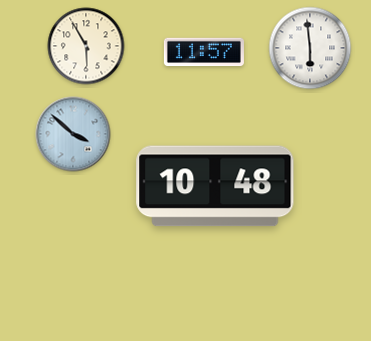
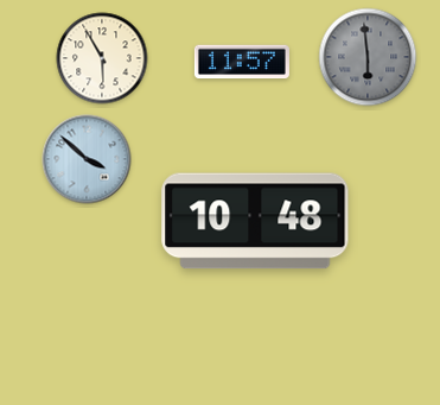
clock at (86, 46) position: (86, 46) -> (102, 58)
clock at (310, 48) dial: white -> grey
